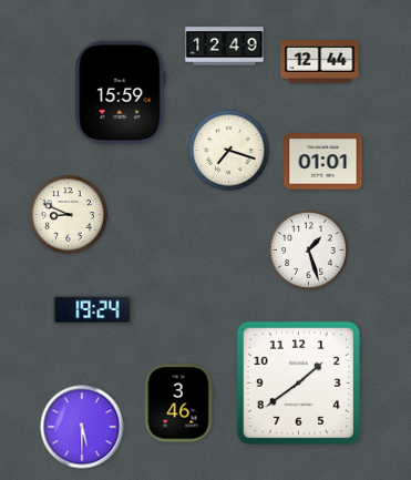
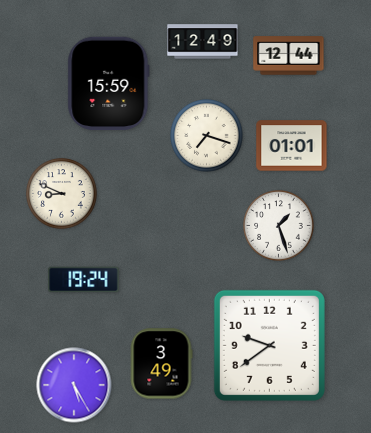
clock at (298, 382): 1:39 -> 9:39
clock at (178, 404): 3:46 -> 3:49
clock at (82, 427): 5:30 -> 5:25
